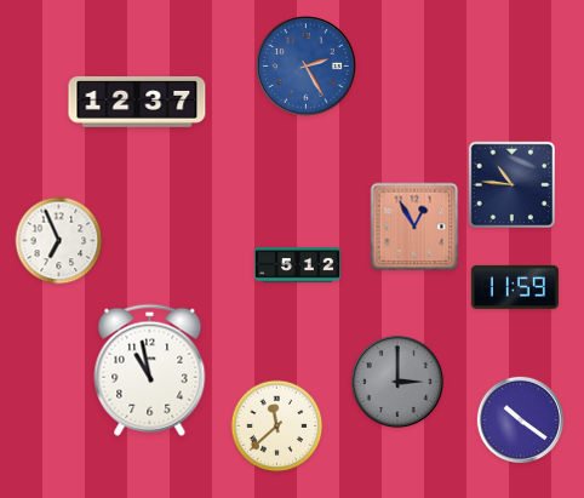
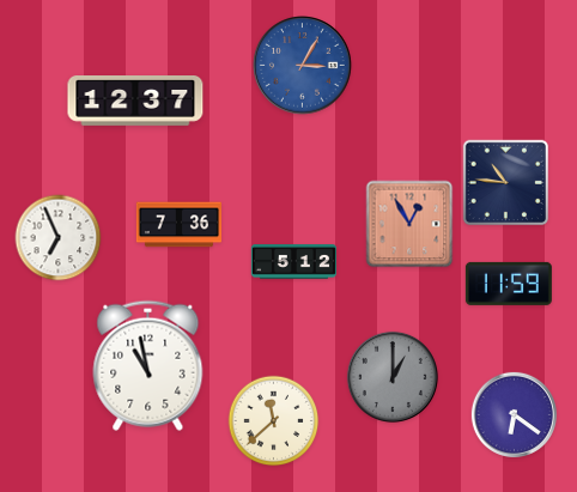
clock at (307, 67): 2:25 -> 3:05
clock at (178, 225): none -> 7:36
clock at (397, 382): 3:00 -> 1:00
clock at (520, 419): 10:21 -> 6:21
